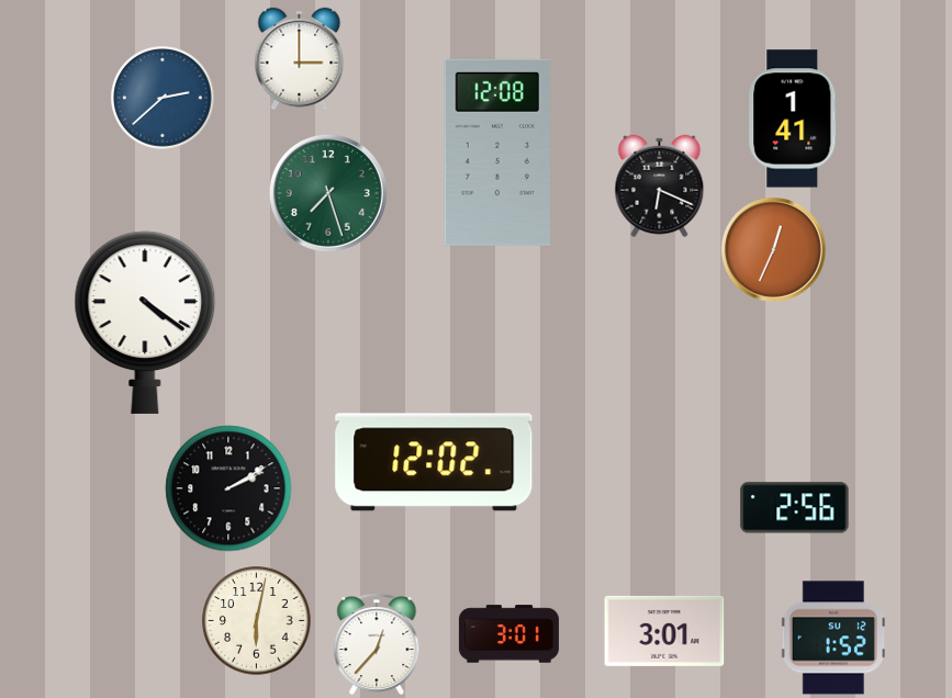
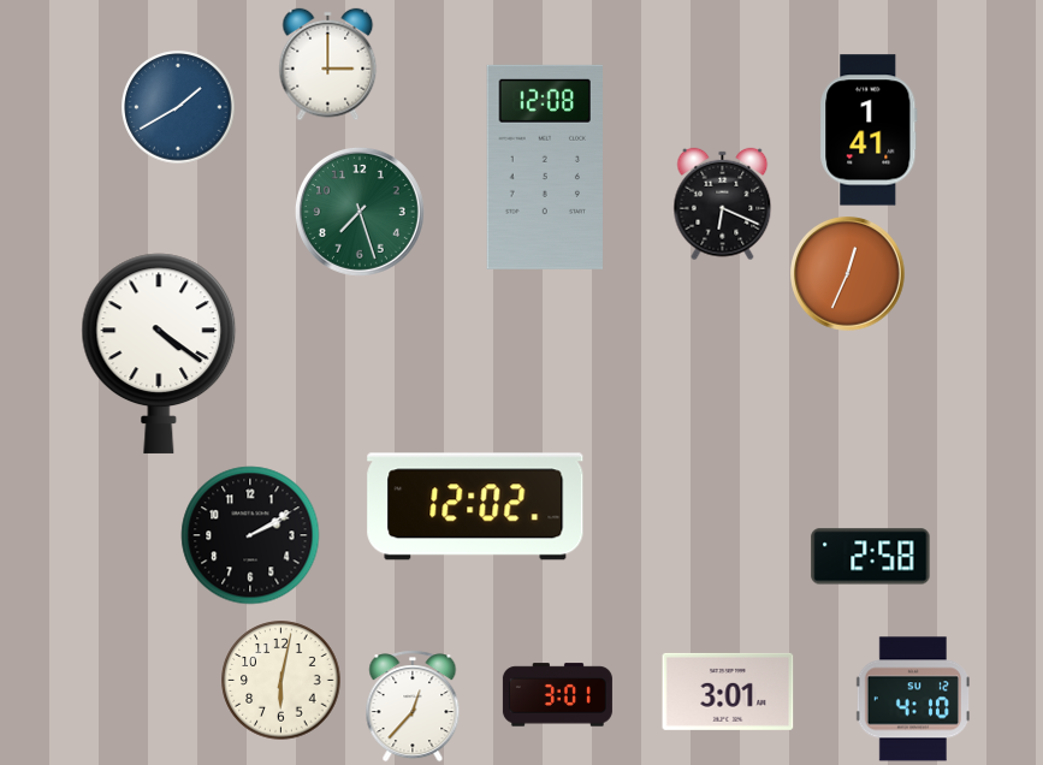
clock at (163, 98): 2:38 -> 1:40
clock at (795, 508): 2:56 -> 2:58
clock at (832, 638): 1:52 -> 4:10
